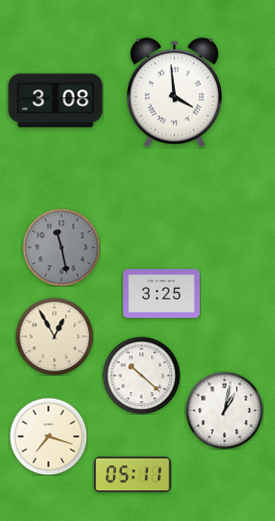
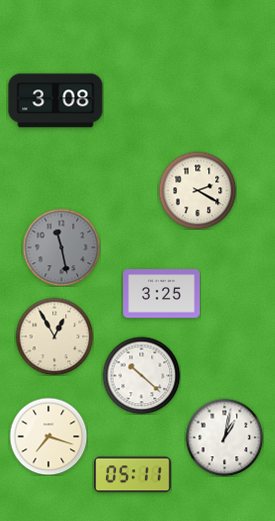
clock at (174, 93): 3:59 -> none
clock at (197, 190): none -> 2:20
clock at (224, 410) position: (224, 410) -> (224, 437)
